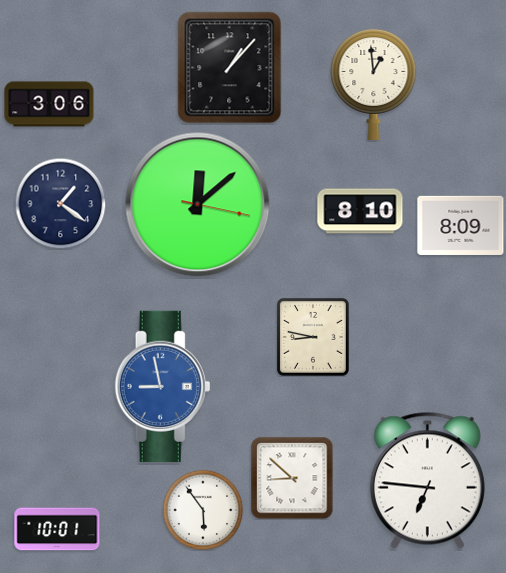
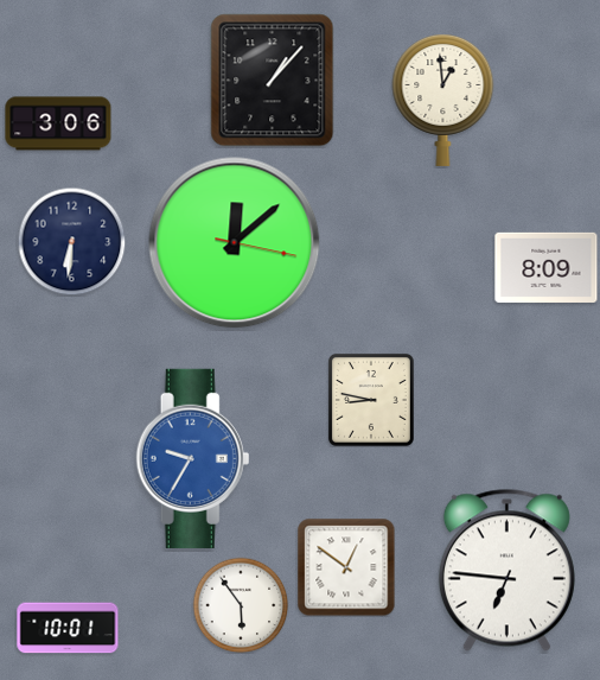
clock at (60, 203): 1:21 -> 6:31
clock at (360, 211): 8:10 -> none
clock at (163, 386): 8:58 -> 9:35
clock at (292, 478): 8:52 -> 12:51
